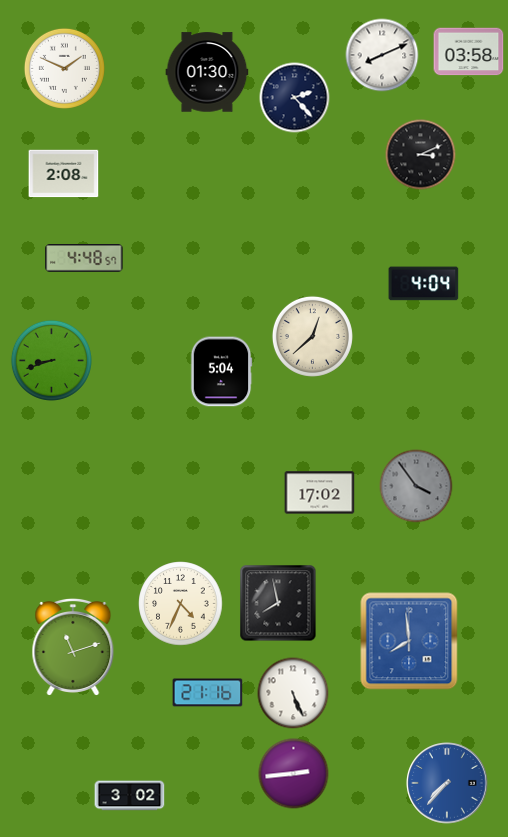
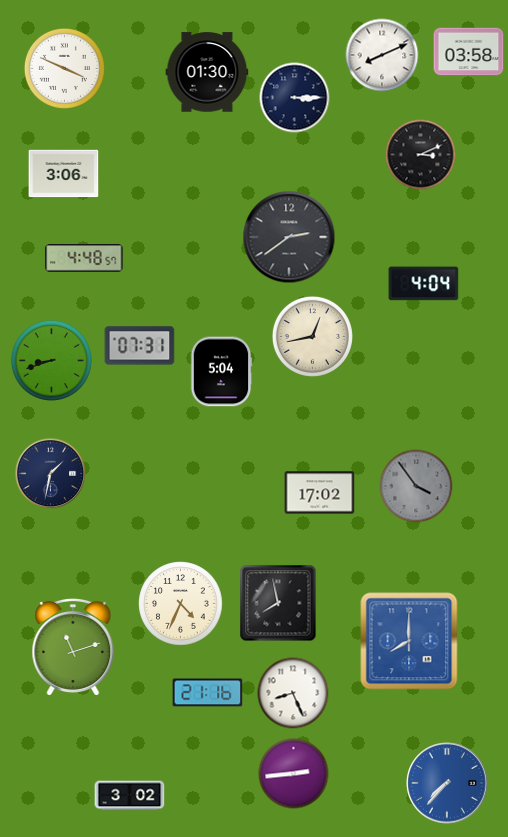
clock at (64, 68): 1:49 -> 3:49
clock at (295, 98): 2:23 -> 3:15
clock at (64, 174): 2:08 -> 3:06
clock at (289, 237): none -> 2:39
clock at (312, 336): 12:38 -> 12:43
clock at (140, 346): none -> 07:31
clock at (51, 474): none -> 1:32
clock at (409, 641): 7:59 -> 8:00
clock at (293, 693): 5:26 -> 8:26
